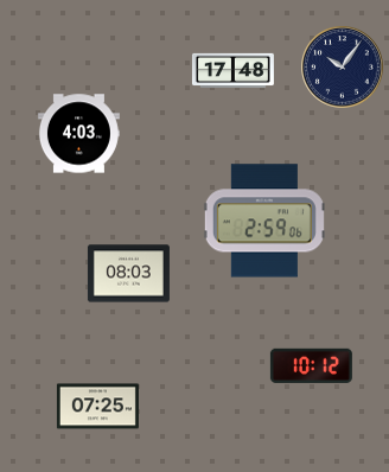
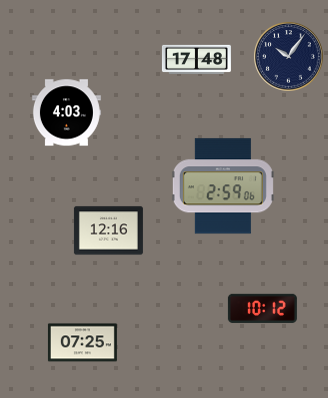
clock at (128, 274): 08:03 -> 12:16
